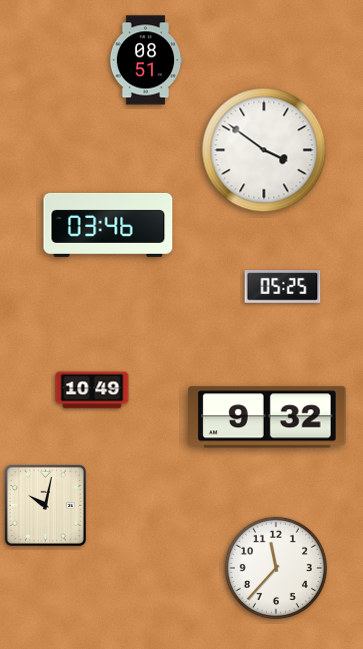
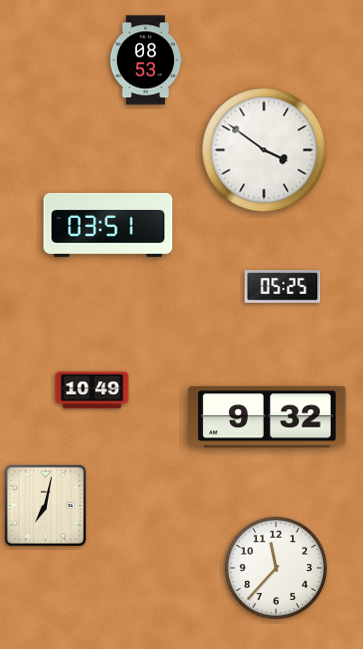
clock at (146, 60): 08:51 -> 08:53
clock at (108, 225): 03:46 -> 03:51
clock at (45, 505): 10:02 -> 7:02
